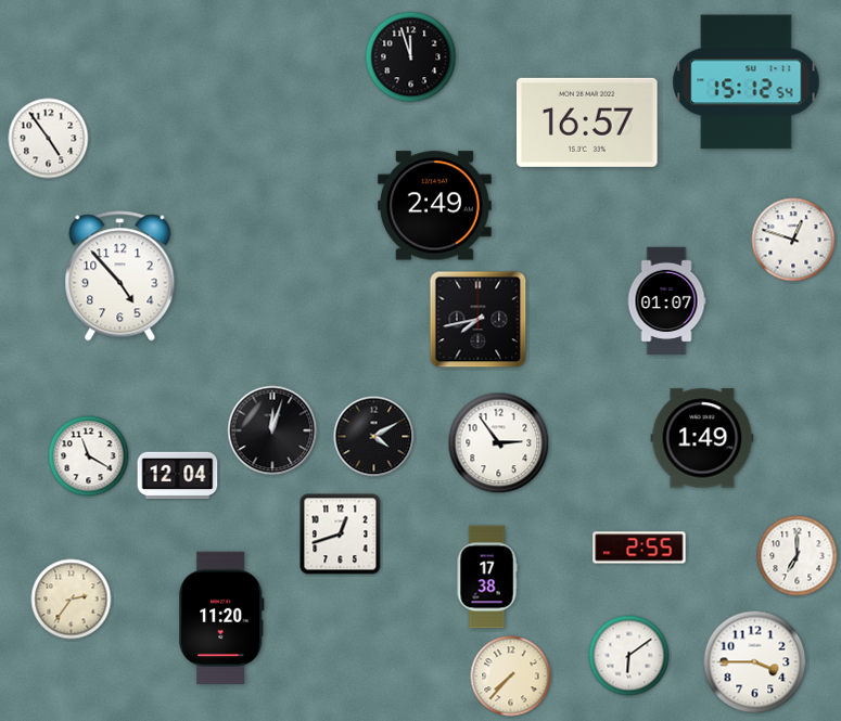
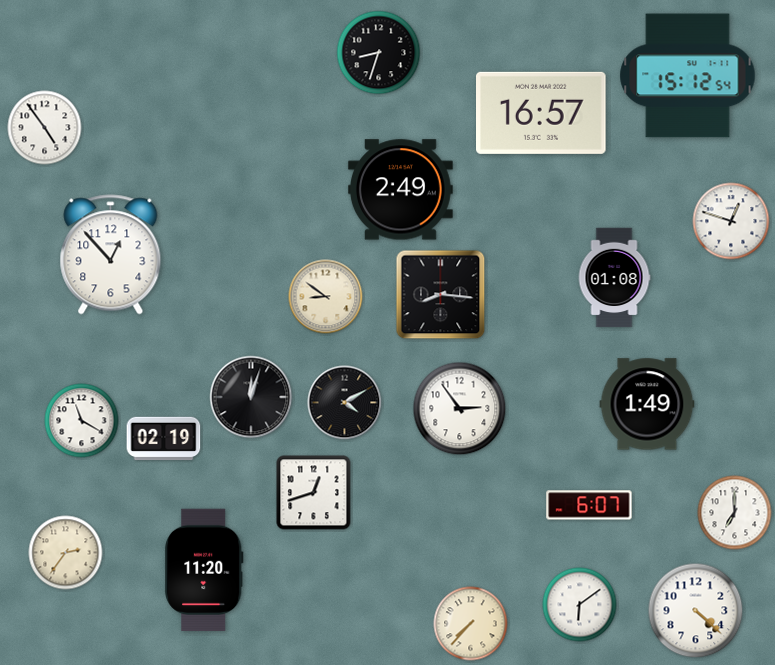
clock at (411, 57): 11:57 -> 8:33
clock at (120, 276): 4:53 -> 12:53
clock at (666, 301): 01:07 -> 01:08
clock at (479, 320): 7:43 -> 8:16
clock at (326, 297): none -> 8:51
clock at (178, 476): 12:04 -> 02:19
clock at (639, 548): 2:55 -> 6:07
clock at (487, 577): 17:38 -> none
clock at (755, 662): 3:45 -> 4:22
